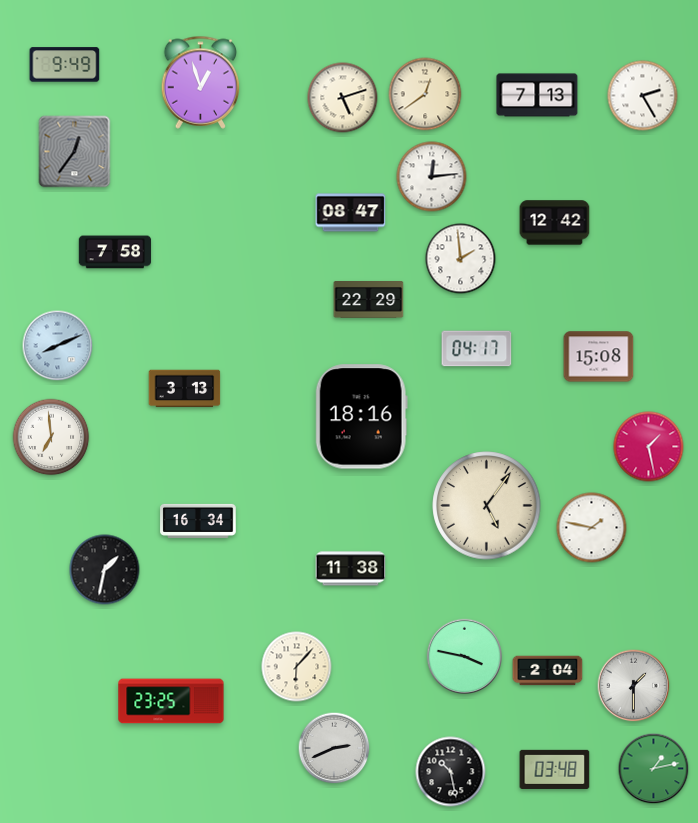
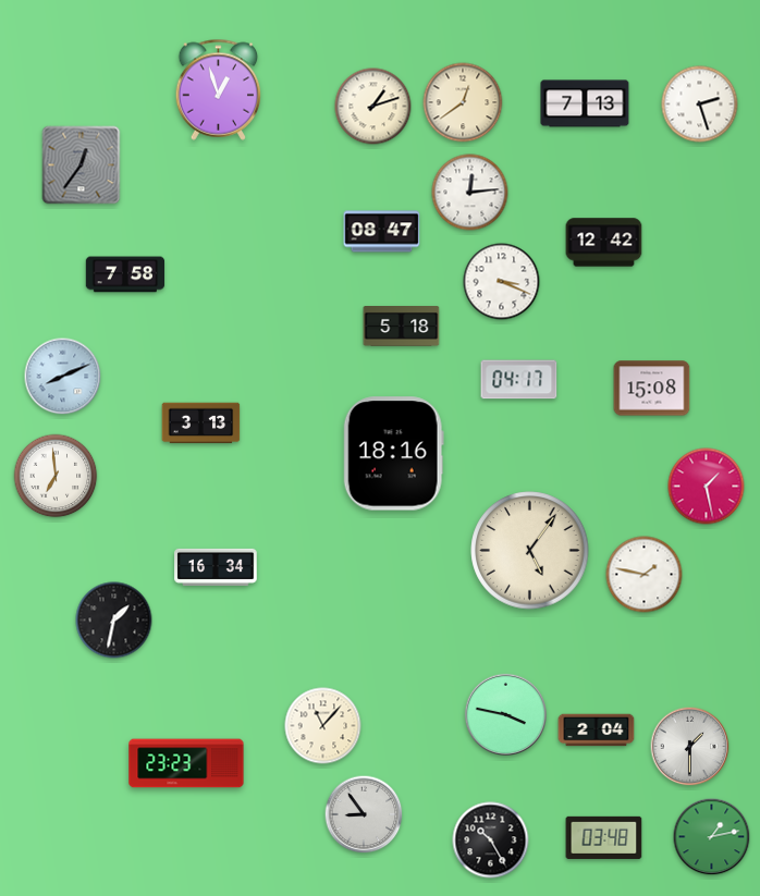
clock at (65, 65): 9:49 -> none
clock at (643, 96): 2:25 -> 2:27
clock at (343, 98): 5:12 -> 1:12
clock at (461, 259): 1:59 -> 3:19
clock at (369, 300): 22:29 -> 5:18
clock at (351, 569): 11:38 -> none
clock at (297, 667): 6:07 -> 11:07
clock at (171, 701): 23:25 -> 23:23
clock at (334, 748): 2:41 -> 8:54
clock at (451, 772): 10:28 -> 10:25
